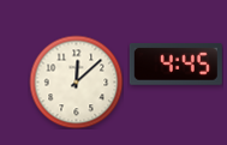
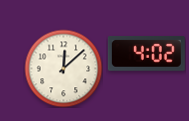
clock at (175, 64): 4:45 -> 4:02
